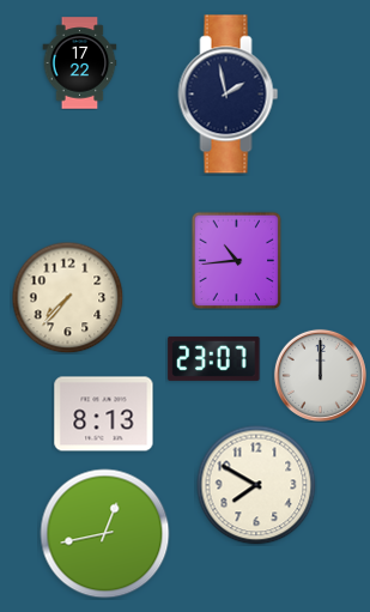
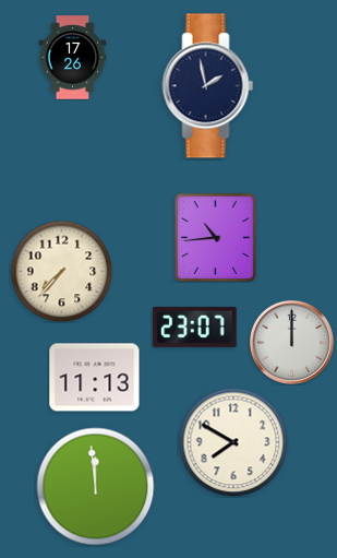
clock at (80, 63): 17:22 -> 17:26
clock at (104, 414): 8:13 -> 11:13
clock at (105, 534): 12:43 -> 11:59
